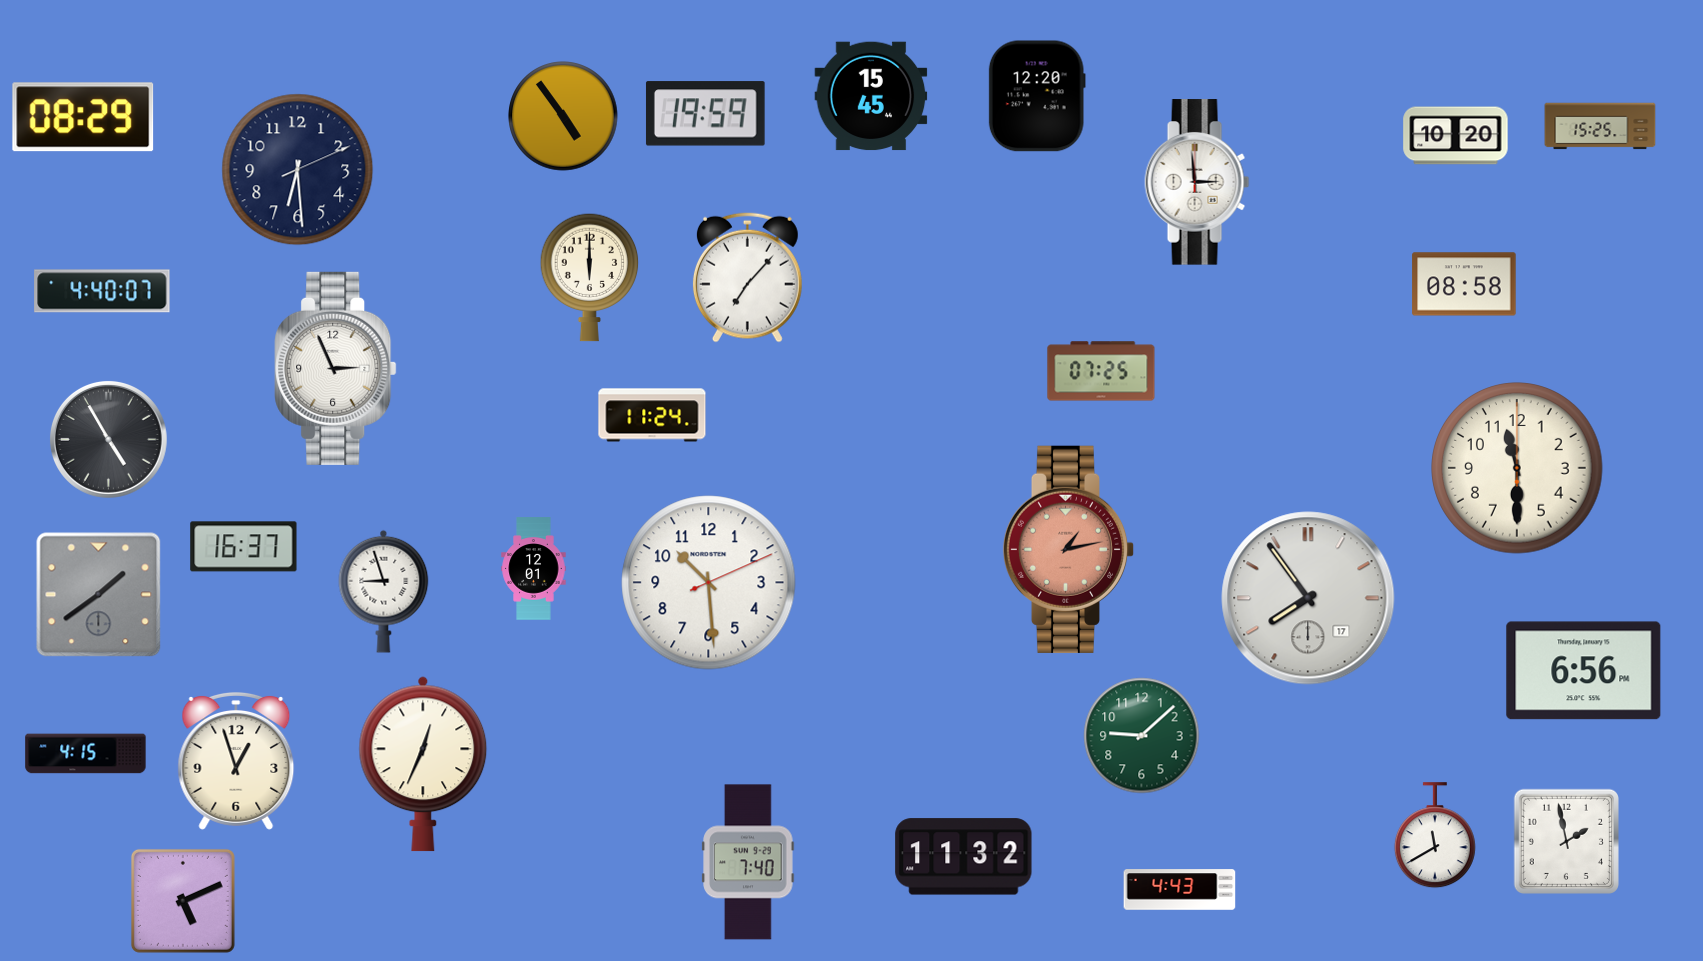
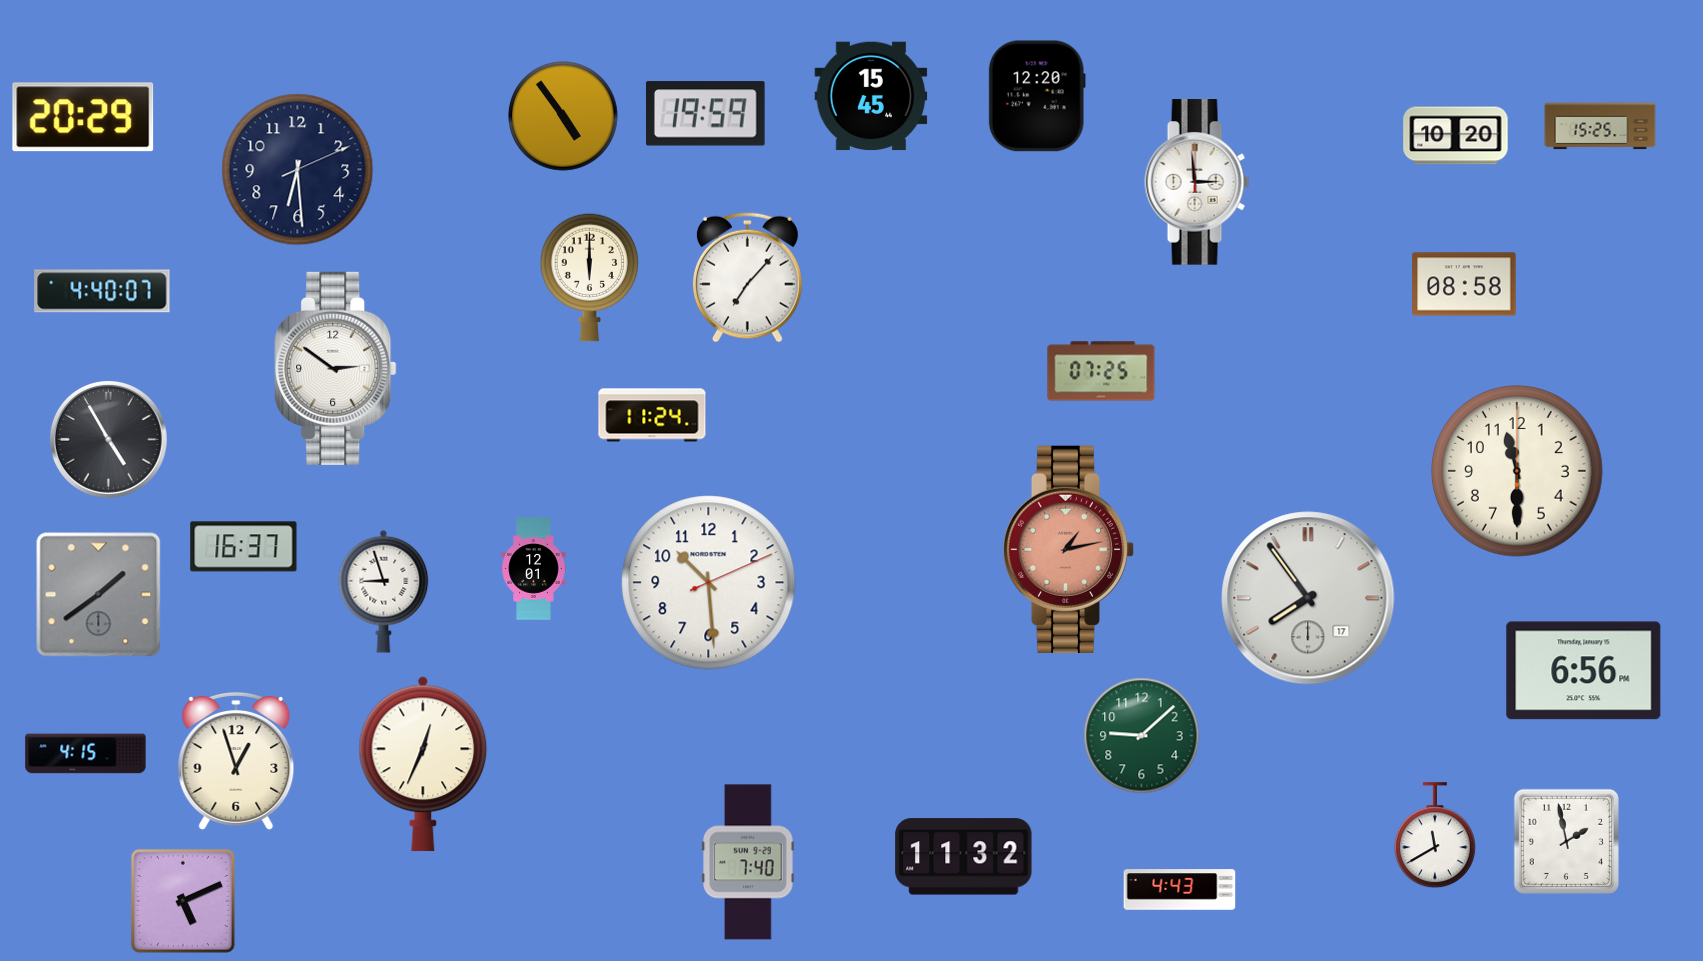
clock at (83, 117): 08:29 -> 20:29
clock at (336, 368): 2:56 -> 2:51
clock at (1517, 468) position: (1517, 468) -> (1517, 471)
